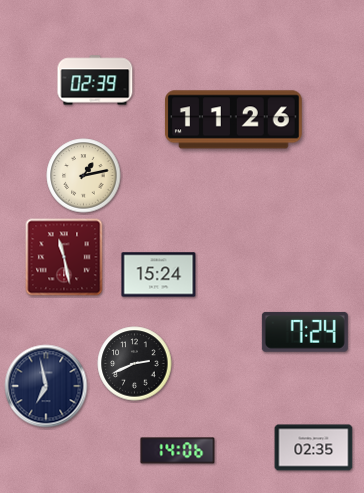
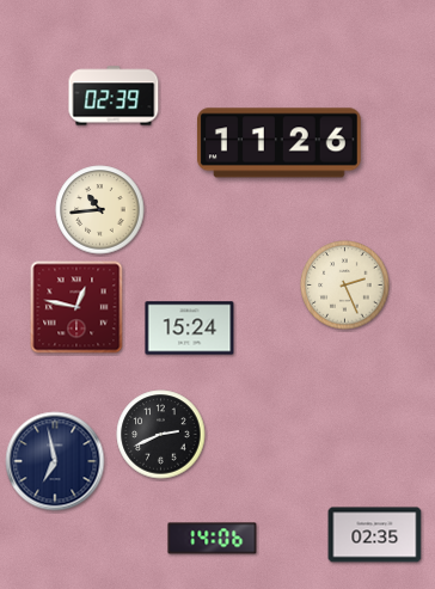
clock at (84, 176): 1:13 -> 10:44
clock at (345, 286): none -> 2:26
clock at (64, 257): 11:28 -> 12:47
clock at (305, 332): 7:24 -> none
